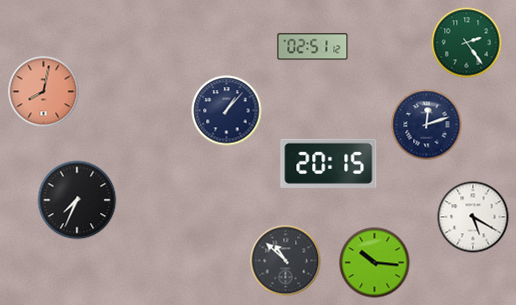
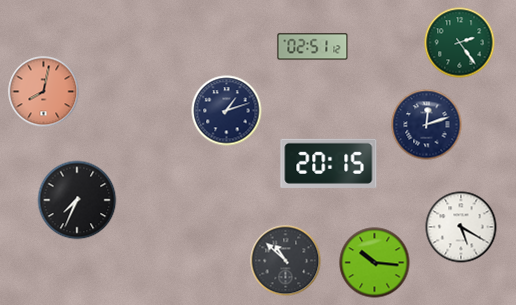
clock at (467, 43) position: (467, 43) -> (460, 43)
clock at (227, 111): 1:07 -> 1:12
clock at (473, 217) position: (473, 217) -> (461, 227)
